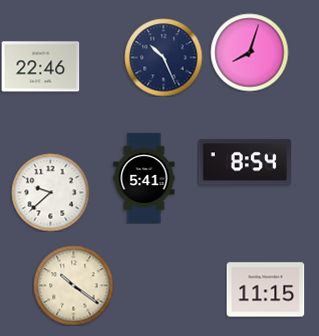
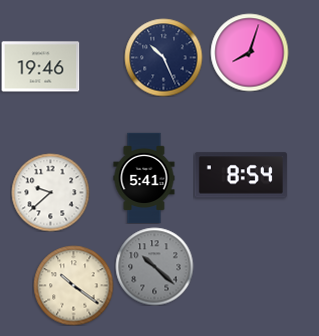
clock at (40, 67): 22:46 -> 19:46
clock at (245, 162) position: (245, 162) -> (241, 175)
clock at (154, 266): none -> 10:22
clock at (265, 290): 11:15 -> none
